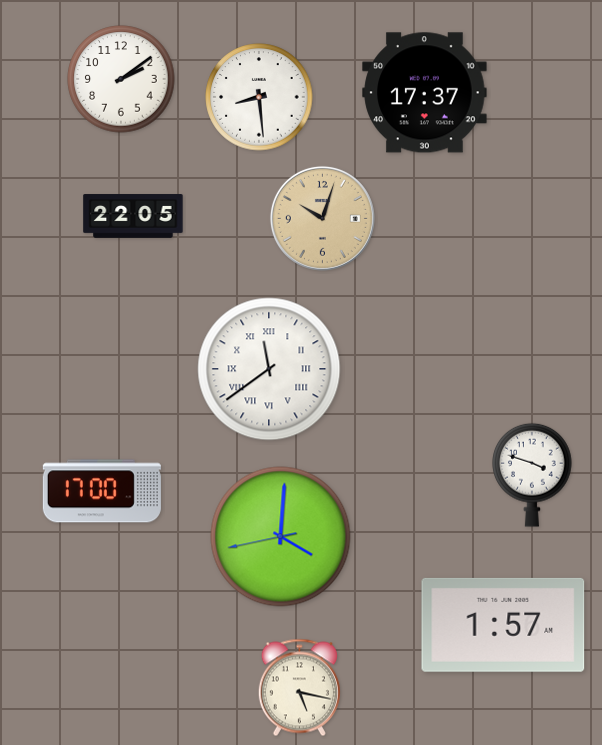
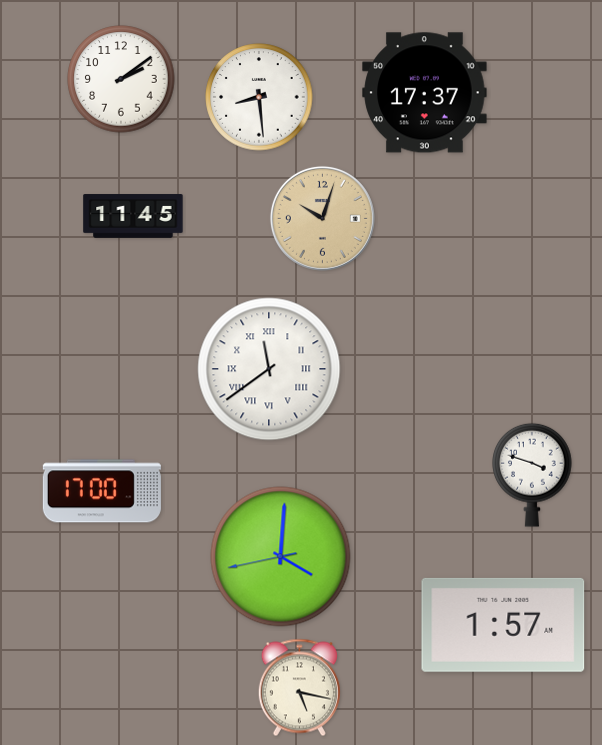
clock at (133, 216): 22:05 -> 11:45
clock at (281, 537) position: (281, 537) -> (281, 557)
